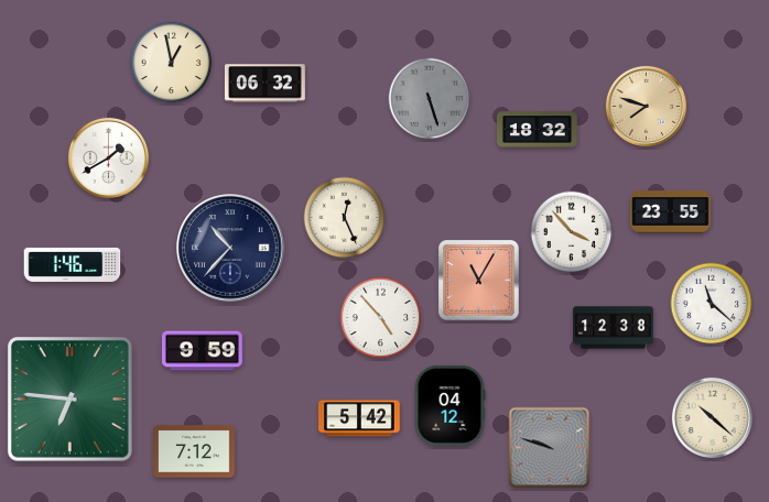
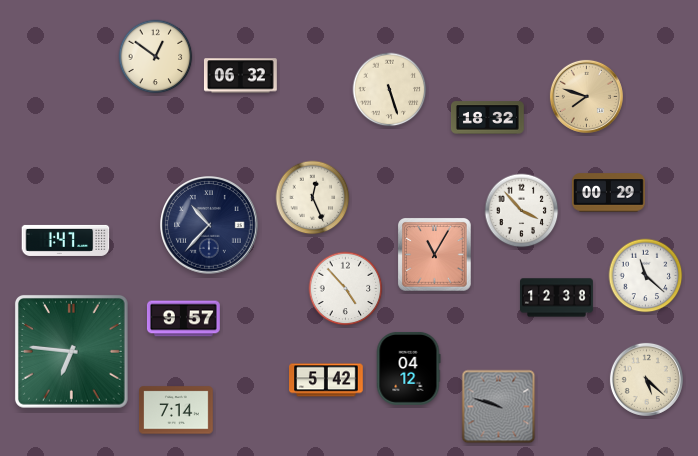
clock at (172, 63): 12:58 -> 12:51
clock at (430, 99) dial: grey -> cream
clock at (108, 157): 1:40 -> none
clock at (670, 212): 23:55 -> 00:29
clock at (572, 232) position: (572, 232) -> (522, 211)
clock at (73, 264): 1:46 -> 1:47
clock at (202, 351): 9:59 -> 9:57
clock at (71, 400) position: (71, 400) -> (72, 352)
clock at (712, 417): 10:22 -> 5:22
clock at (194, 451): 7:12 -> 7:14
